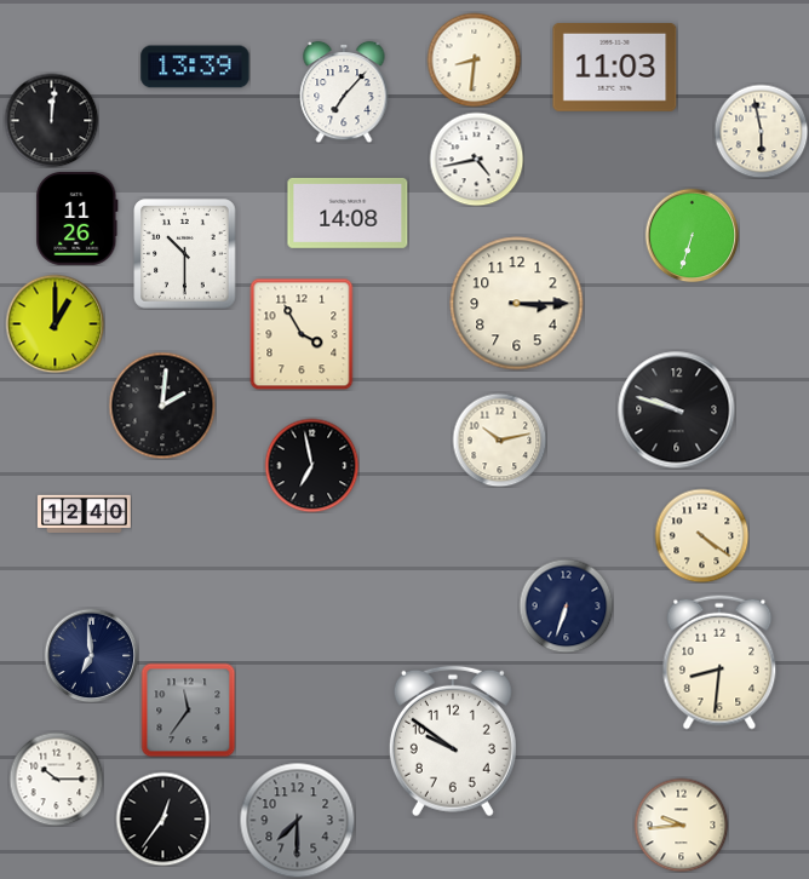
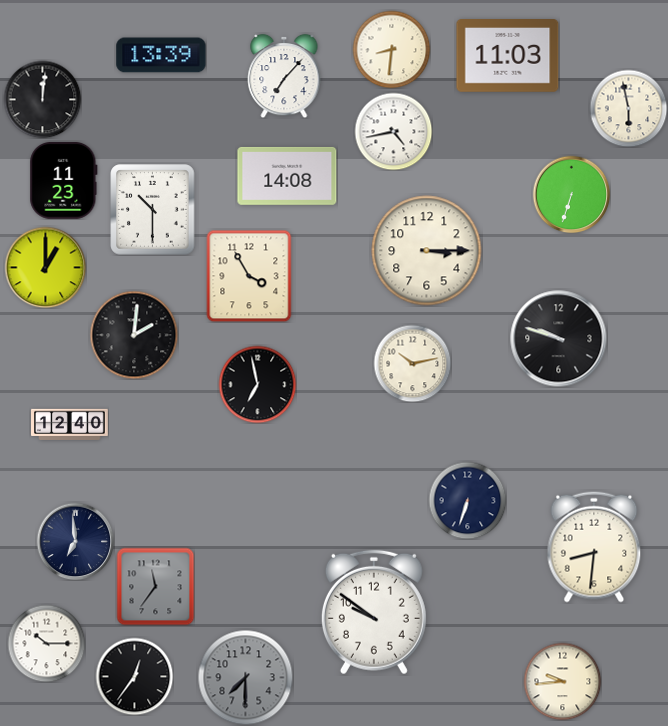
clock at (78, 218): 11:26 -> 11:23
clock at (701, 535): 4:21 -> none
